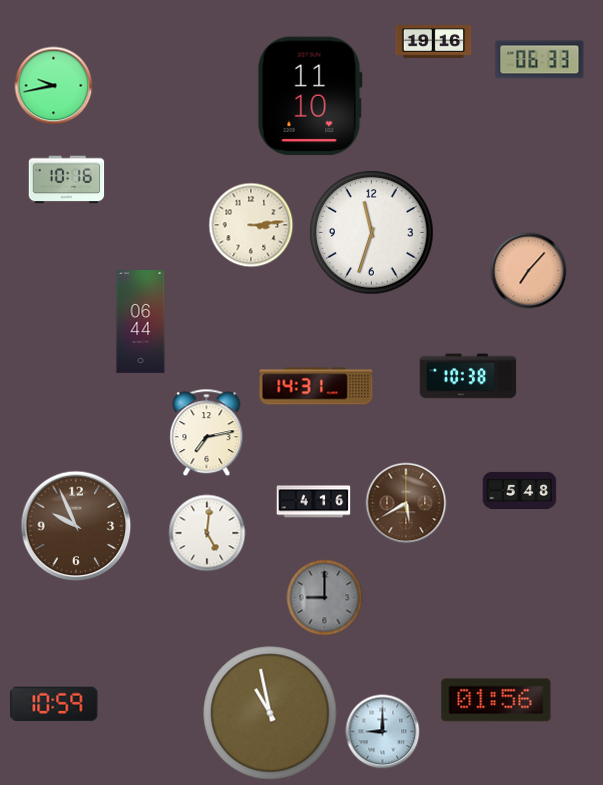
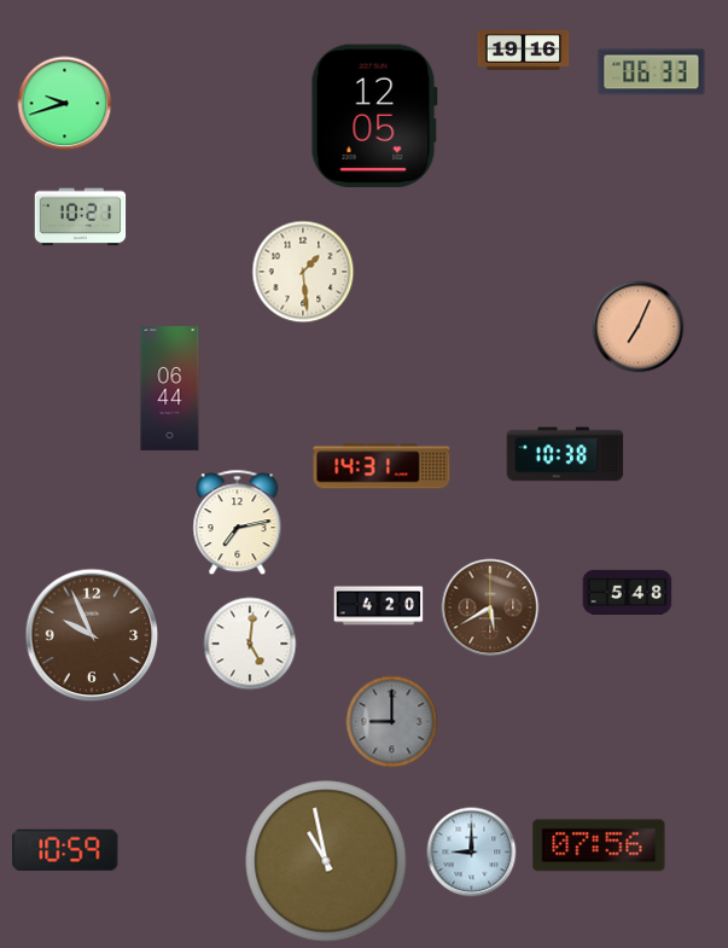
clock at (54, 86): 9:43 -> 9:42
clock at (310, 96): 11:10 -> 12:05
clock at (67, 180): 10:16 -> 10:21
clock at (251, 225): 3:14 -> 1:29
clock at (372, 233): 11:33 -> none
clock at (529, 271): 7:07 -> 7:04
clock at (207, 433) position: (207, 433) -> (238, 523)
clock at (314, 502): 4:16 -> 4:20
clock at (496, 700): 01:56 -> 07:56
clock at (383, 732) position: (383, 732) -> (472, 853)
